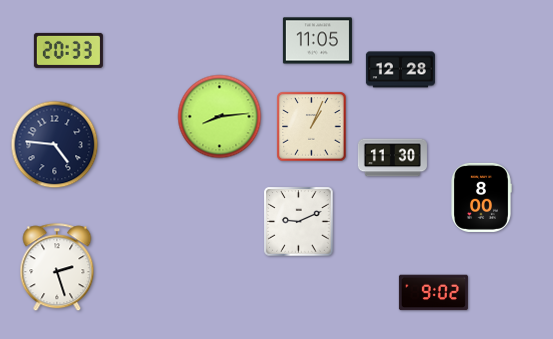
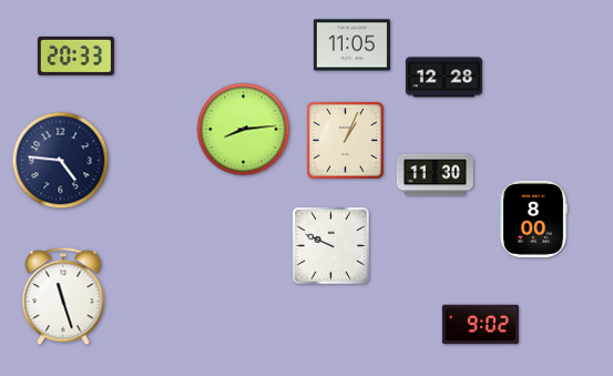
clock at (299, 222): 9:11 -> 9:49
clock at (57, 268): 2:27 -> 11:27
